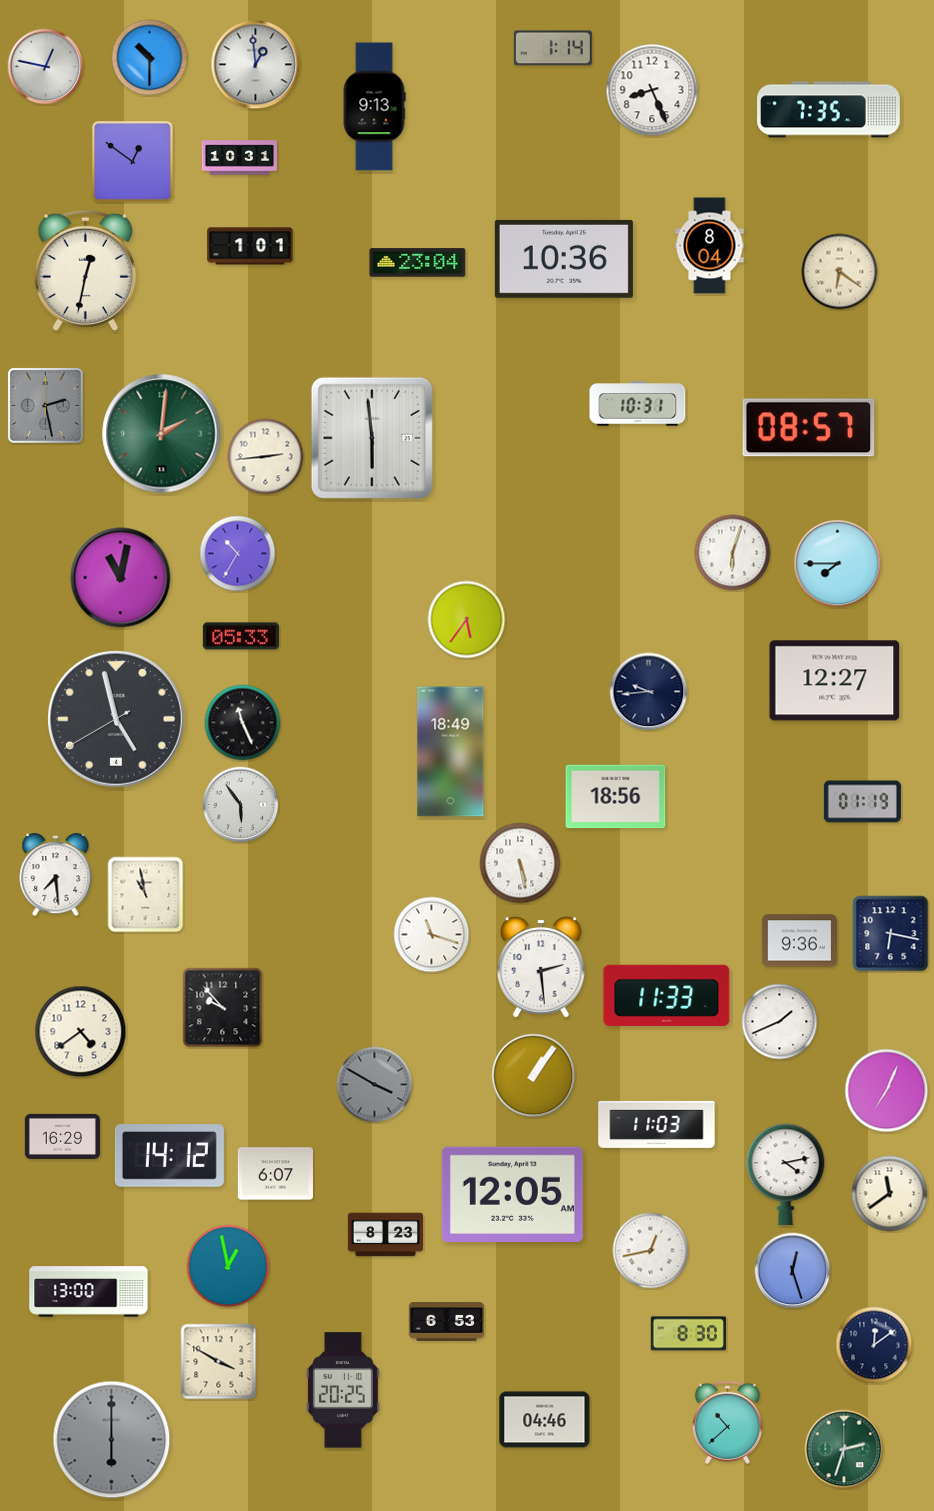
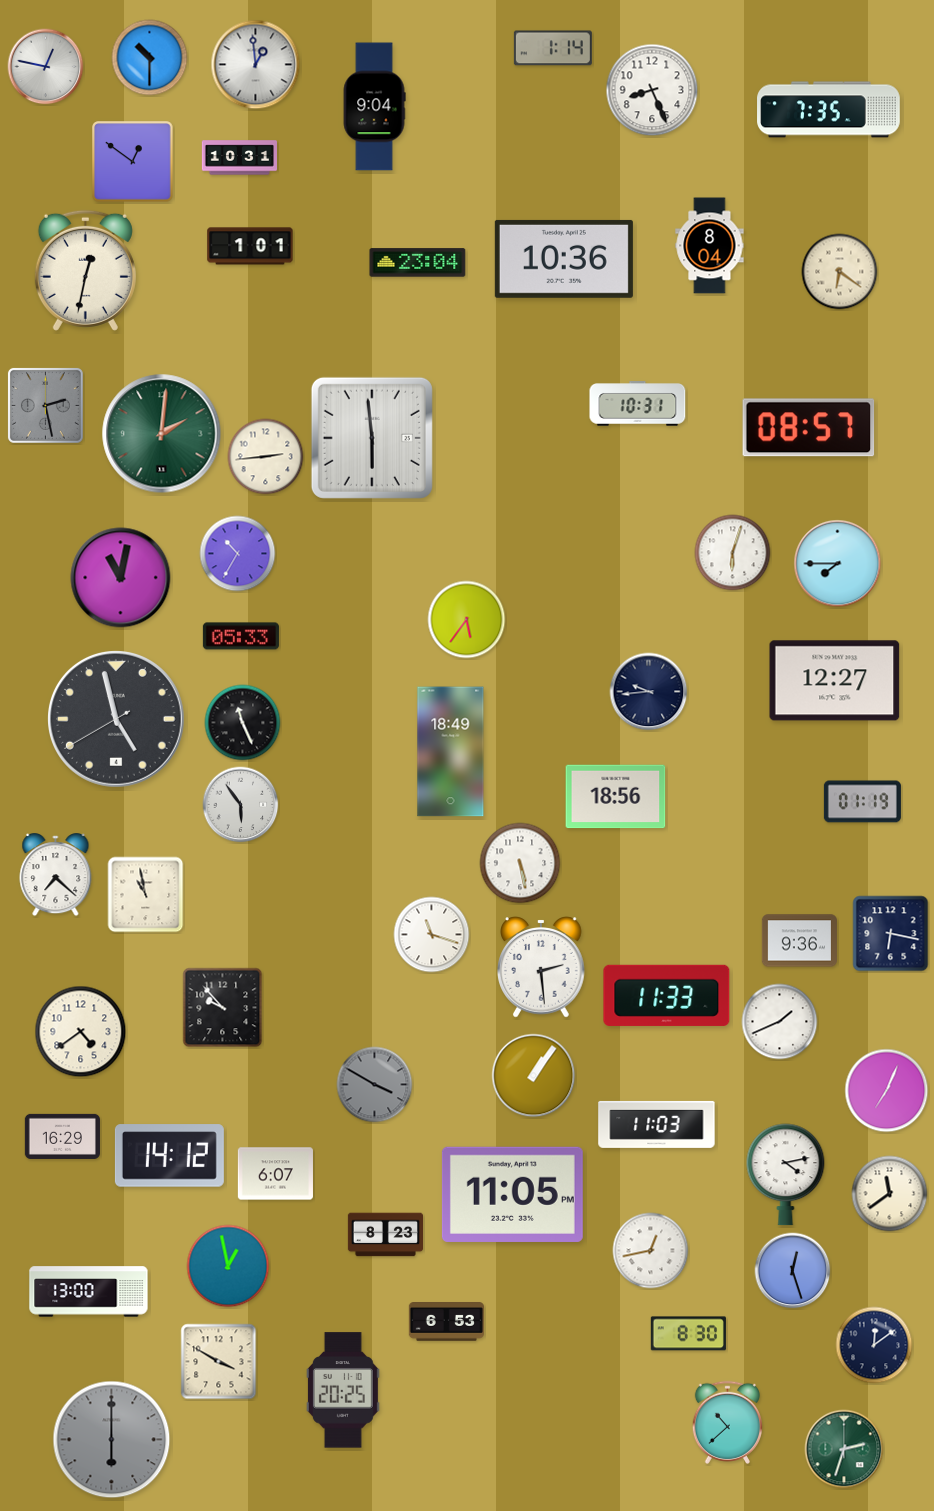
clock at (374, 107): 9:13 -> 9:04
clock at (56, 875): 7:29 -> 7:22
clock at (512, 1194): 12:05 -> 11:05
clock at (545, 1420): 04:46 -> none
